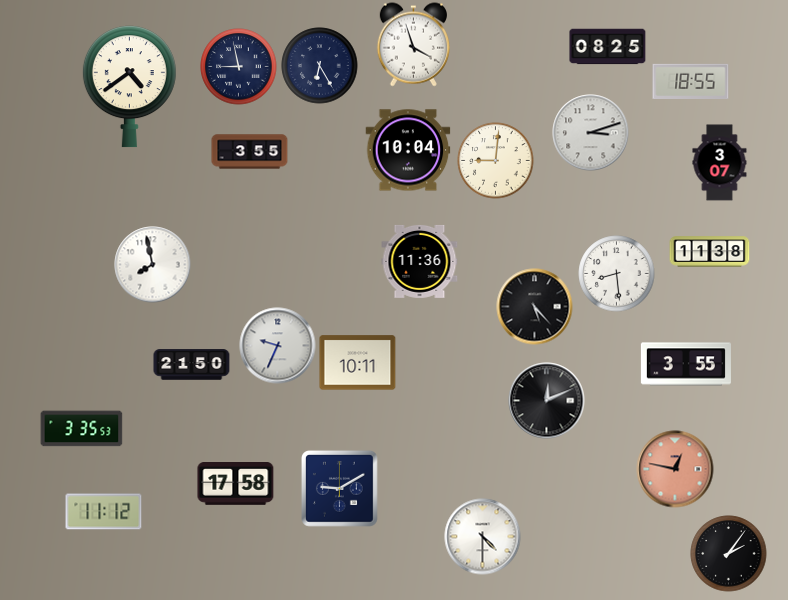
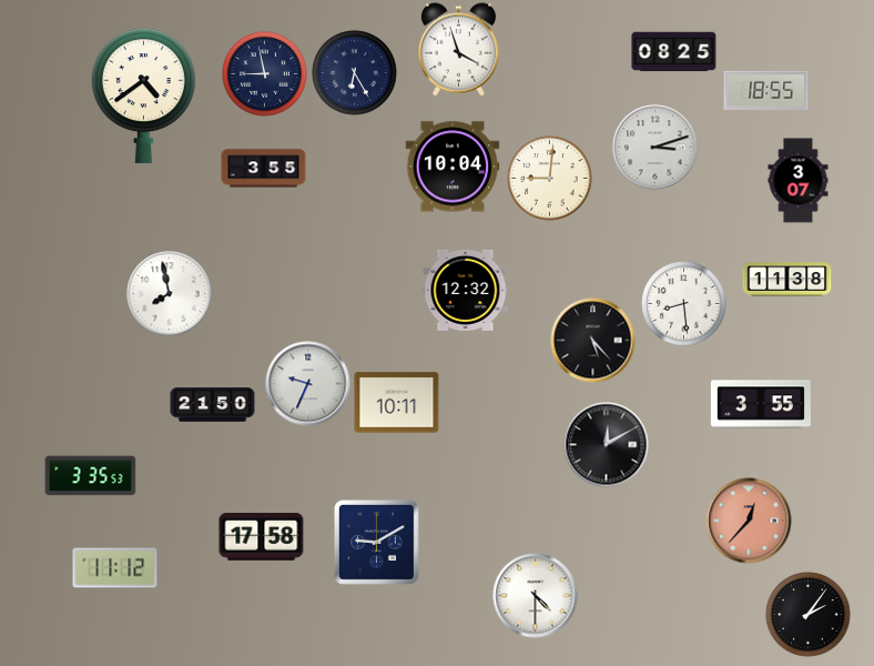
clock at (250, 152) position: (250, 152) -> (264, 169)
clock at (420, 261): 11:36 -> 12:32
clock at (547, 401): 12:11 -> 12:10
clock at (675, 469): 12:47 -> 12:37
